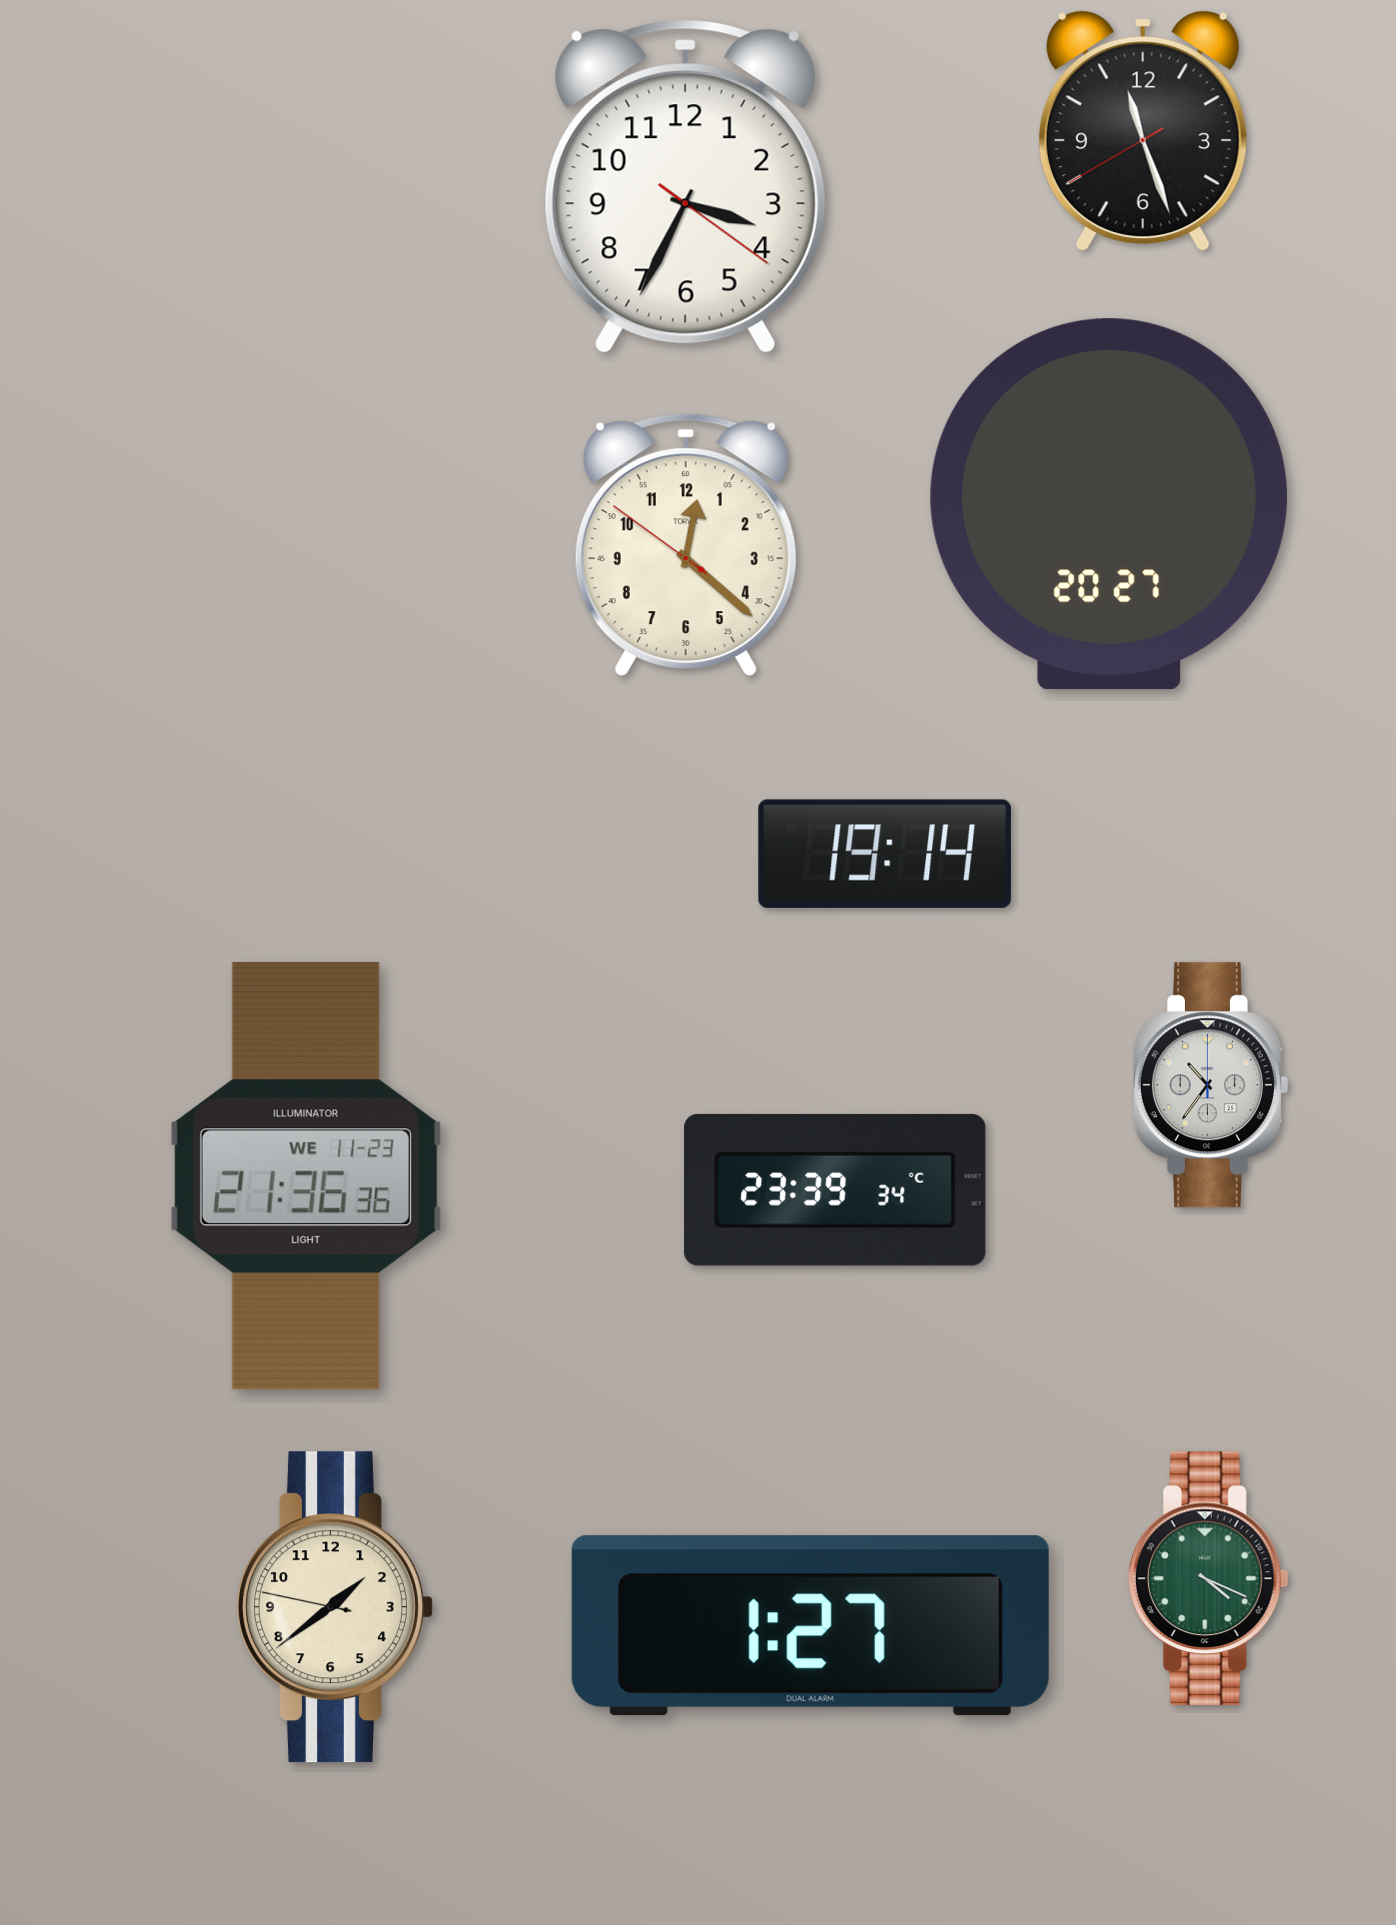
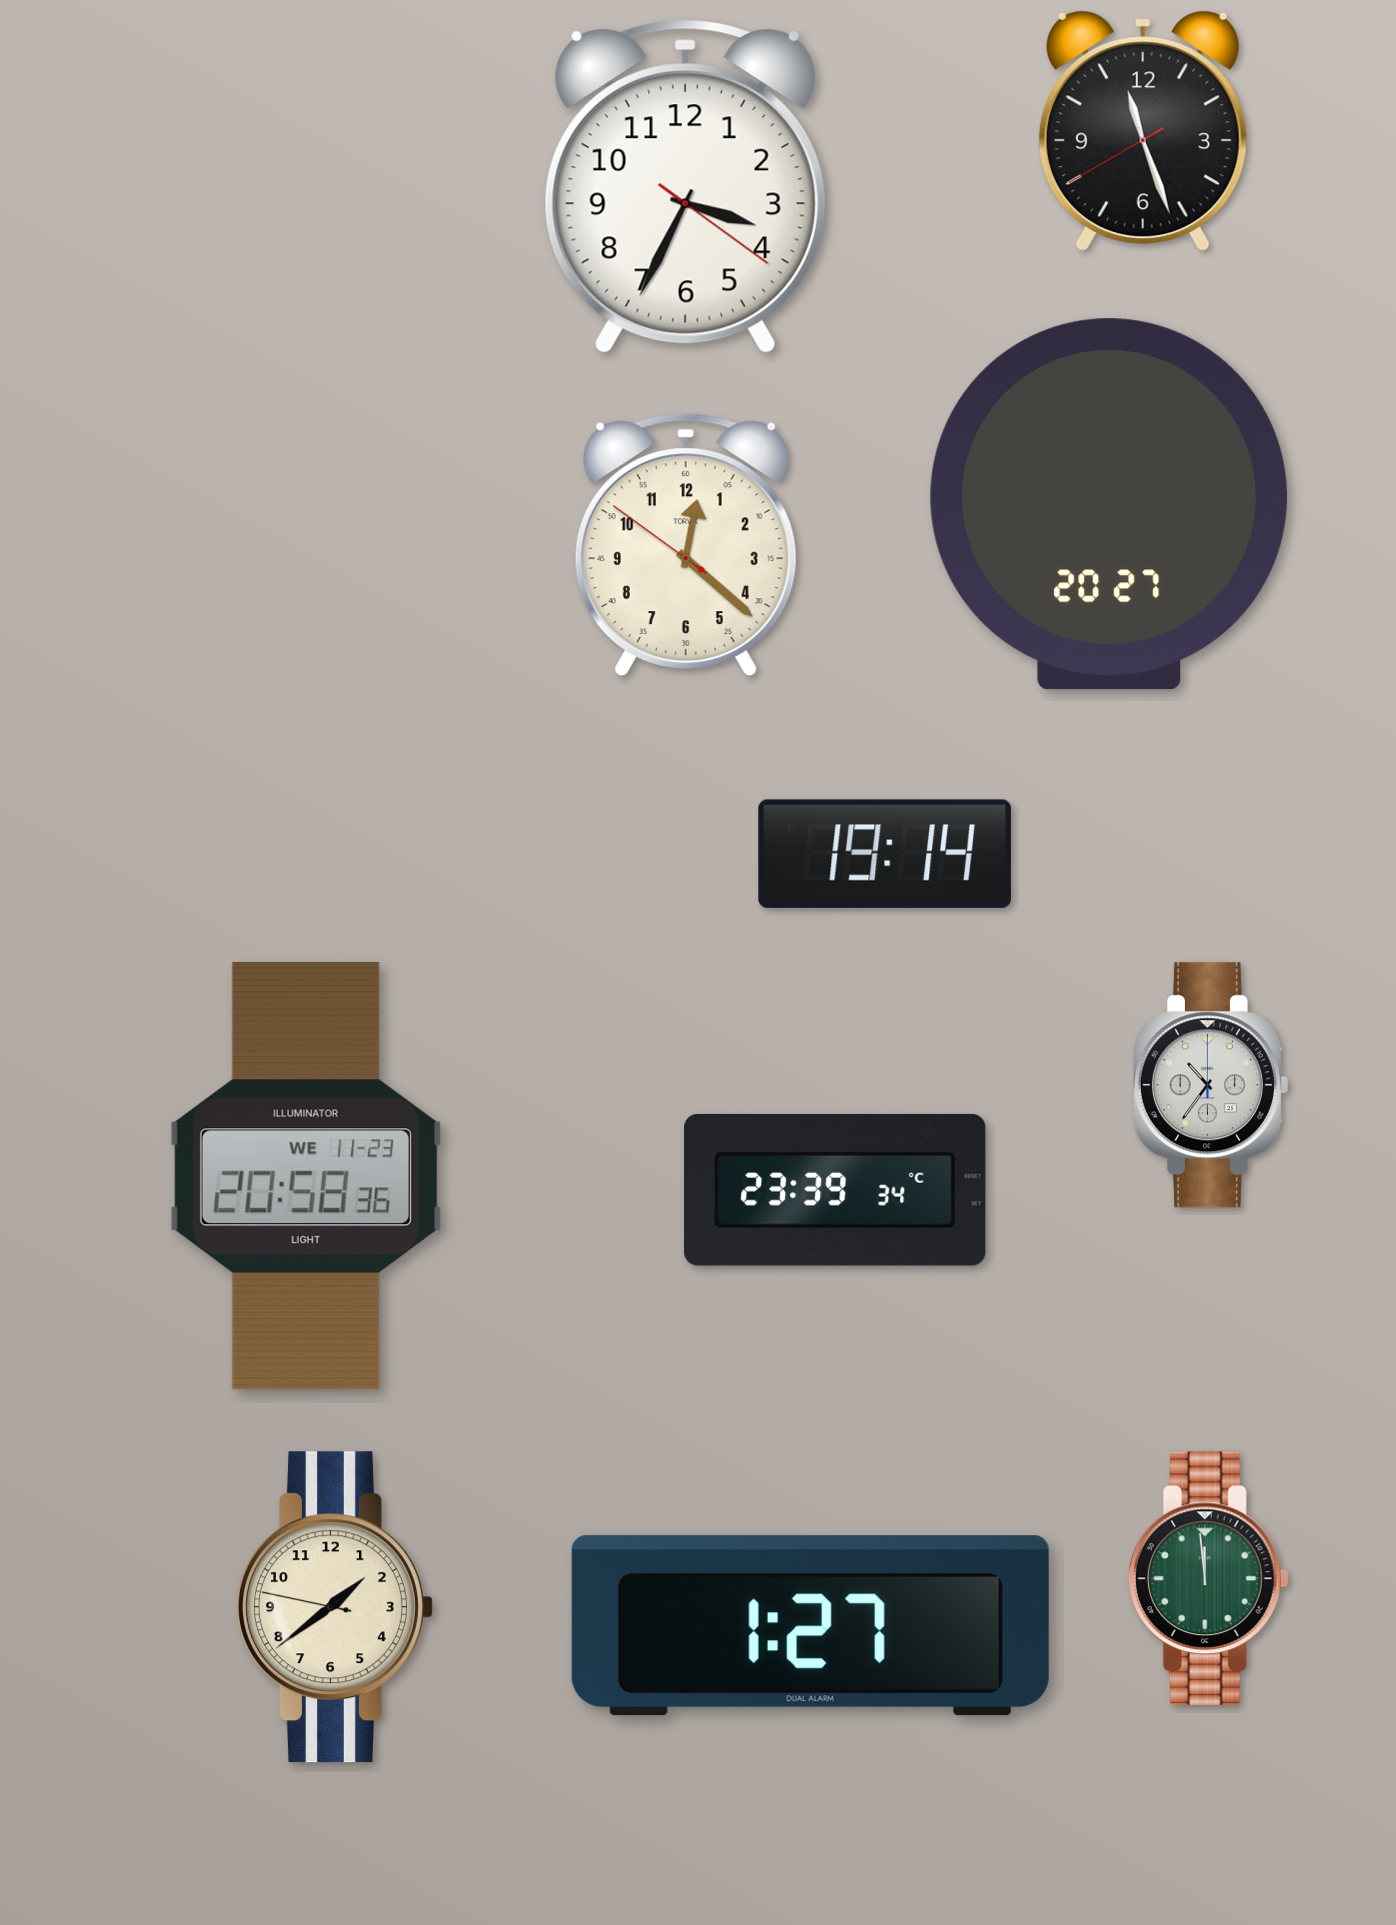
clock at (306, 1176): 21:36 -> 20:58
clock at (1208, 1578): 4:19 -> 11:59
